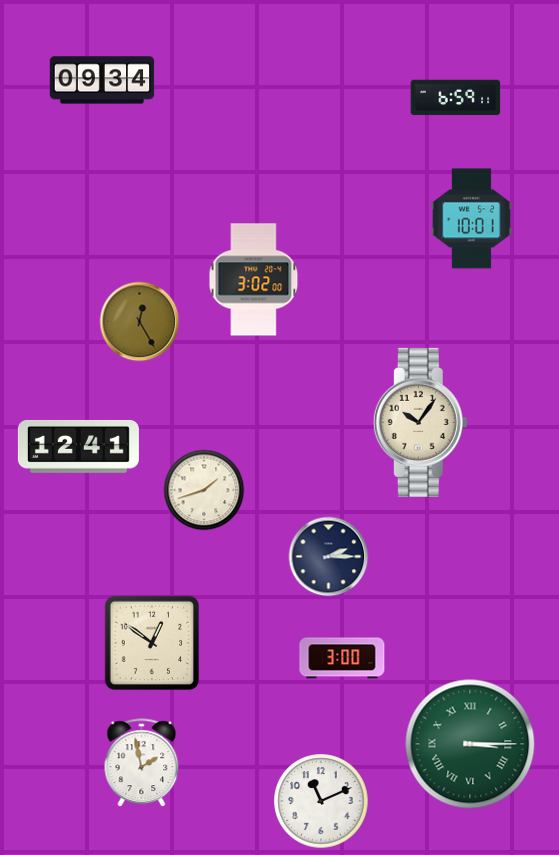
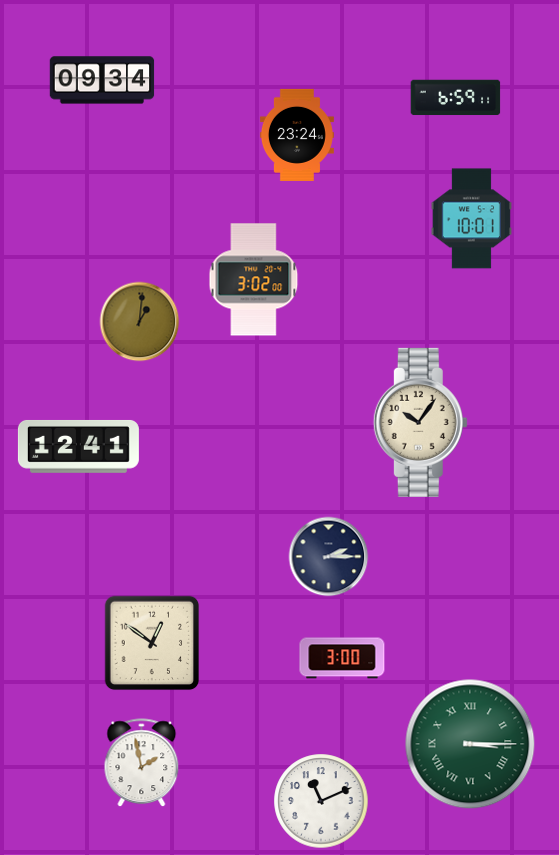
clock at (297, 135): none -> 23:24
clock at (140, 322): 12:25 -> 1:01
clock at (204, 490): 1:42 -> none
